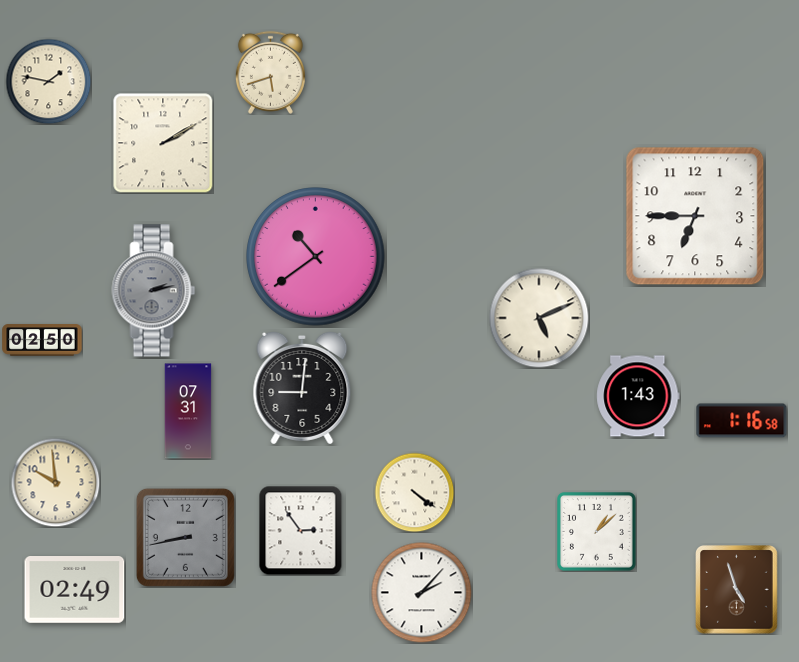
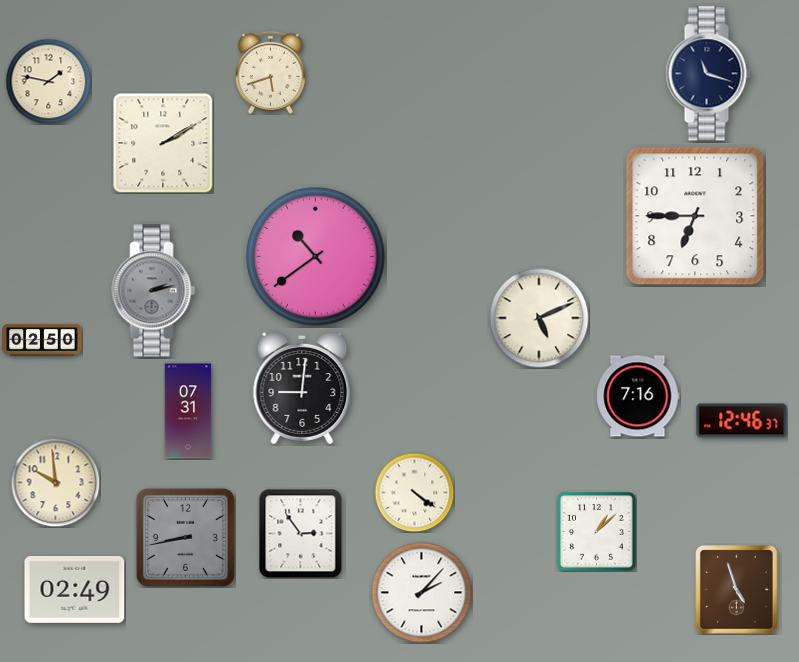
clock at (708, 74): none -> 11:18
clock at (638, 396): 1:43 -> 7:16
clock at (742, 421): 1:16 -> 12:46
clock at (301, 530) position: (301, 530) -> (301, 533)
